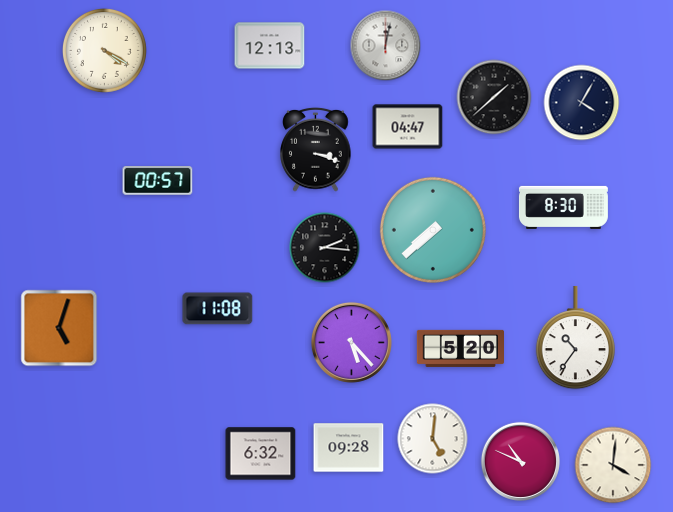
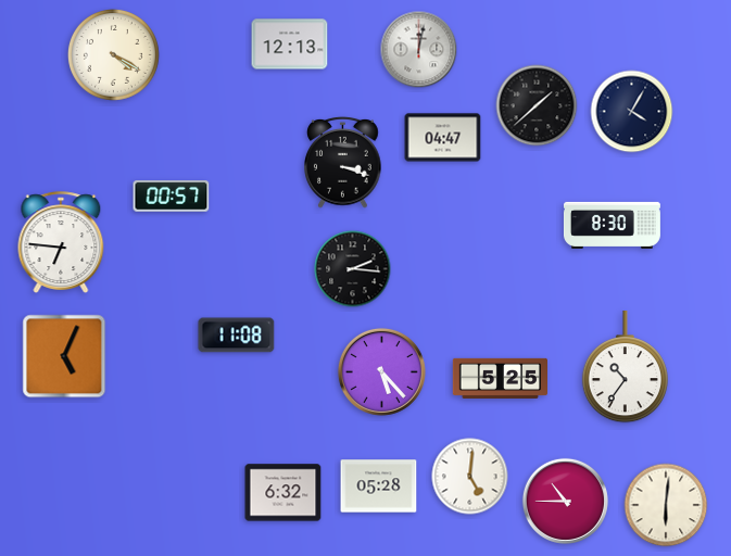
clock at (270, 46) position: (270, 46) -> (290, 45)
clock at (61, 242): none -> 6:46
clock at (433, 230): 7:38 -> none
clock at (59, 328): 5:03 -> 5:04
clock at (460, 348): 5:20 -> 5:25
clock at (349, 448): 09:28 -> 05:28
clock at (520, 461): 10:49 -> 10:45
clock at (613, 465): 4:01 -> 6:01
